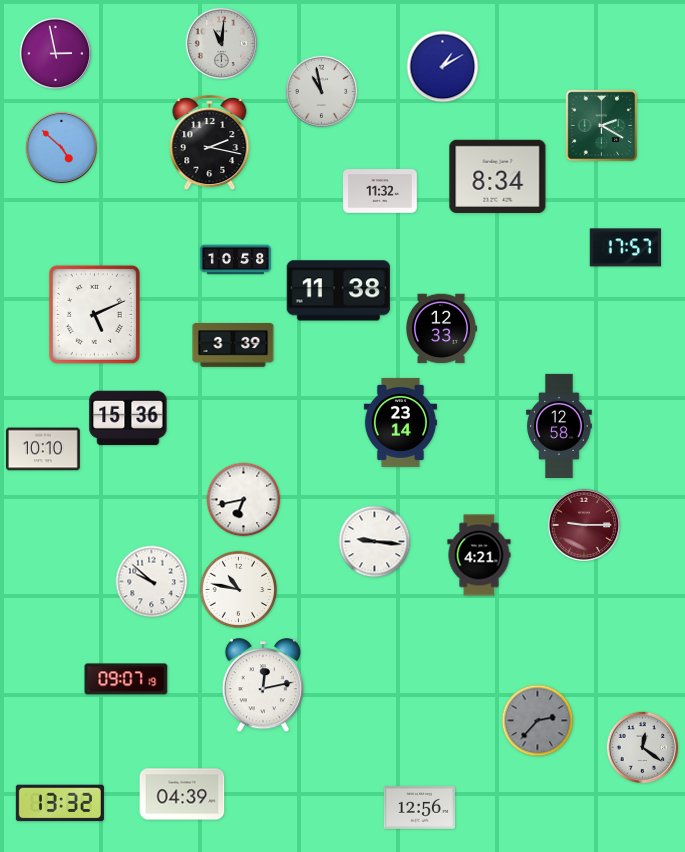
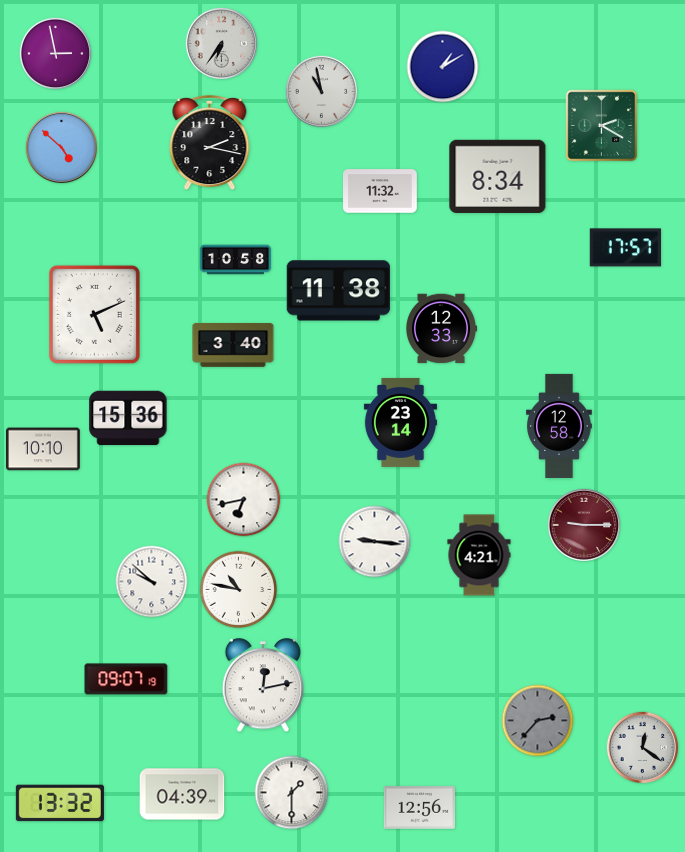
clock at (222, 44): 11:01 -> 6:36
clock at (233, 345): 3:39 -> 3:40
clock at (292, 793): none -> 1:30
